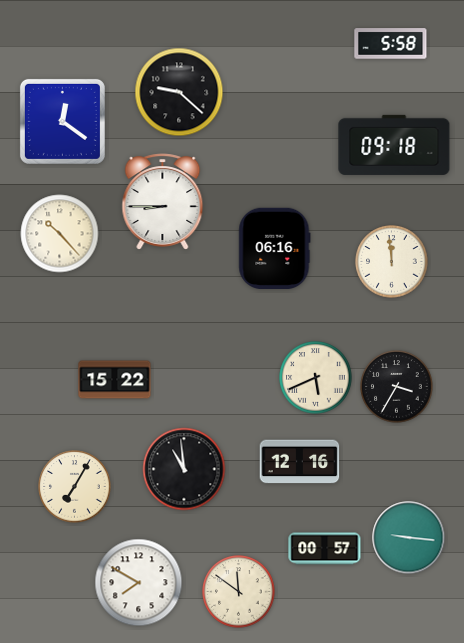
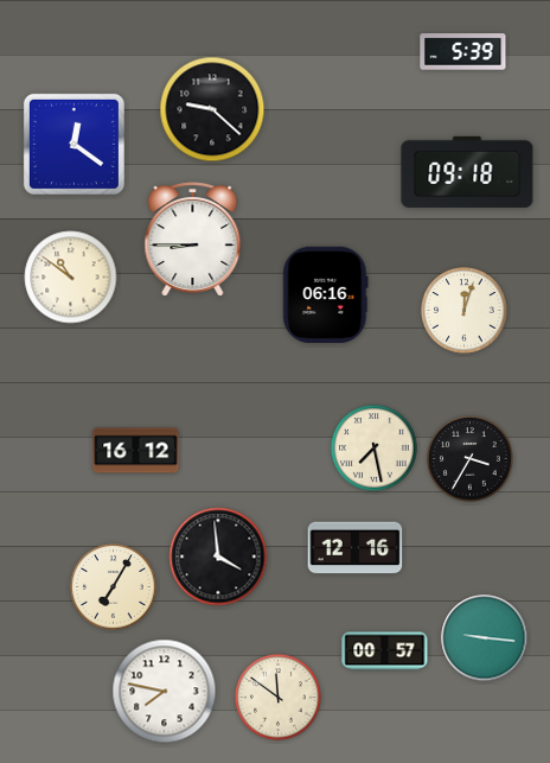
clock at (391, 44): 5:58 -> 5:39
clock at (60, 234): 10:23 -> 10:51
clock at (392, 262): 11:59 -> 12:03
clock at (316, 378): 5:41 -> 7:28
clock at (115, 380): 15:22 -> 16:12
clock at (184, 469): 10:59 -> 3:59
clock at (75, 487) position: (75, 487) -> (114, 587)
clock at (139, 583): 7:50 -> 7:47
clock at (239, 592) position: (239, 592) -> (279, 698)
